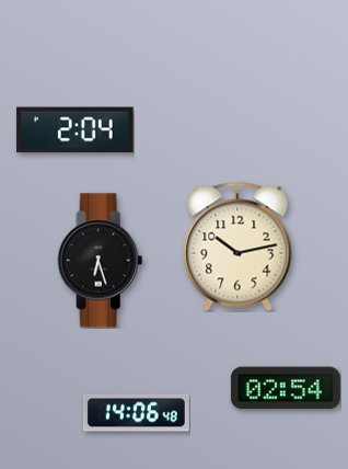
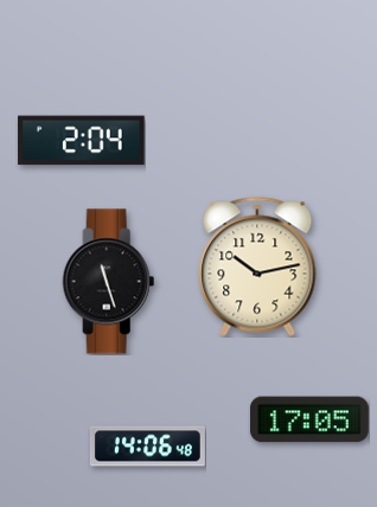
clock at (101, 261): 6:27 -> 11:27
clock at (286, 388): 02:54 -> 17:05
